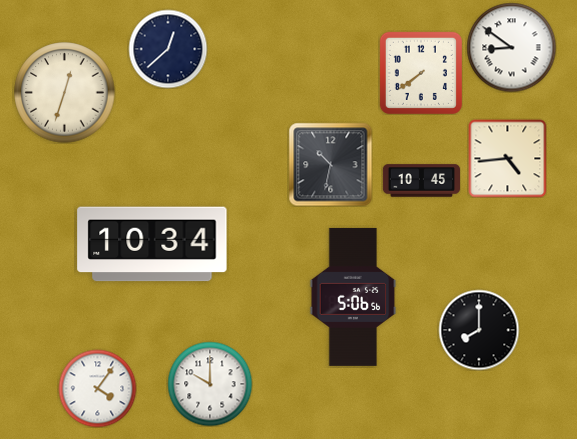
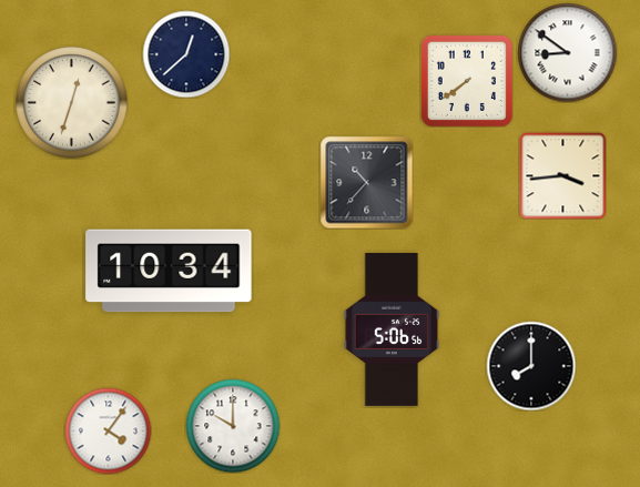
clock at (507, 158): 4:44 -> 3:44
clock at (330, 164): 10:32 -> 10:37
clock at (421, 181): 10:45 -> none
